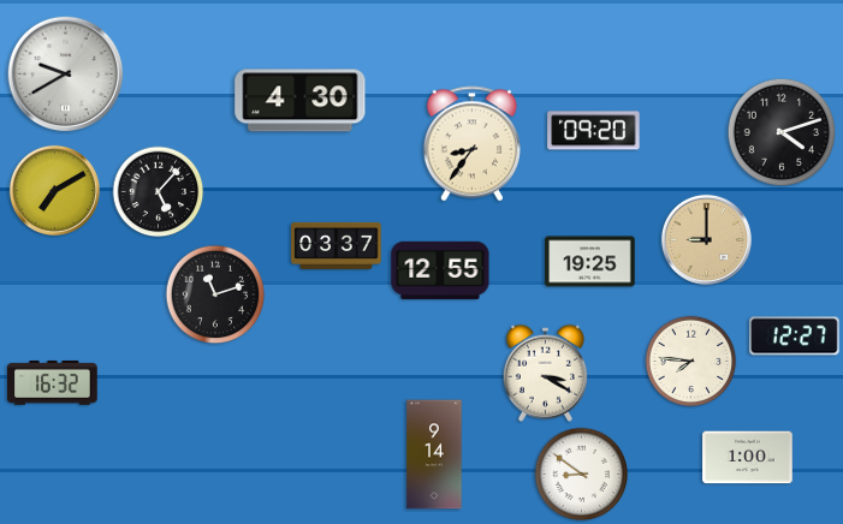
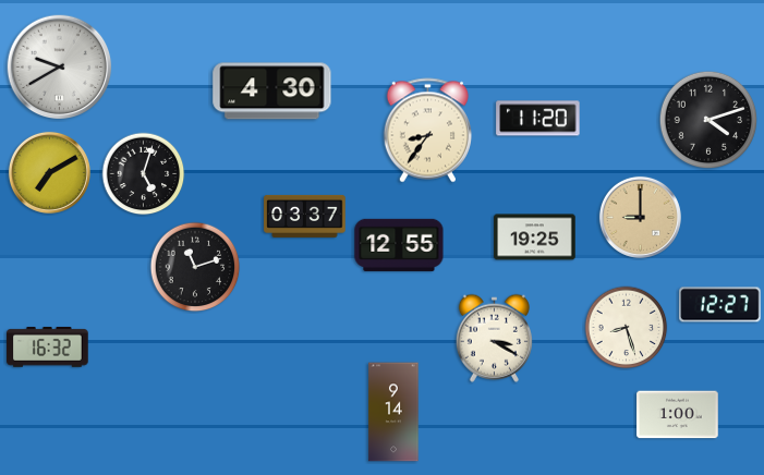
clock at (594, 131): 09:20 -> 11:20
clock at (159, 192): 5:07 -> 5:03
clock at (337, 245) position: (337, 245) -> (305, 216)
clock at (691, 362): 7:46 -> 8:27
clock at (582, 475): 8:51 -> none
